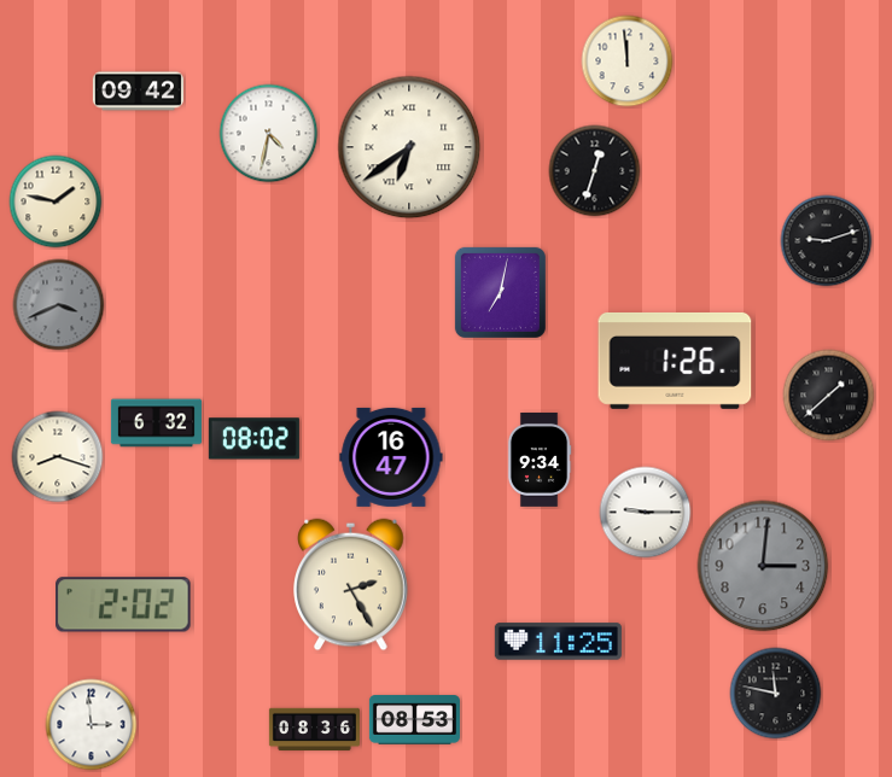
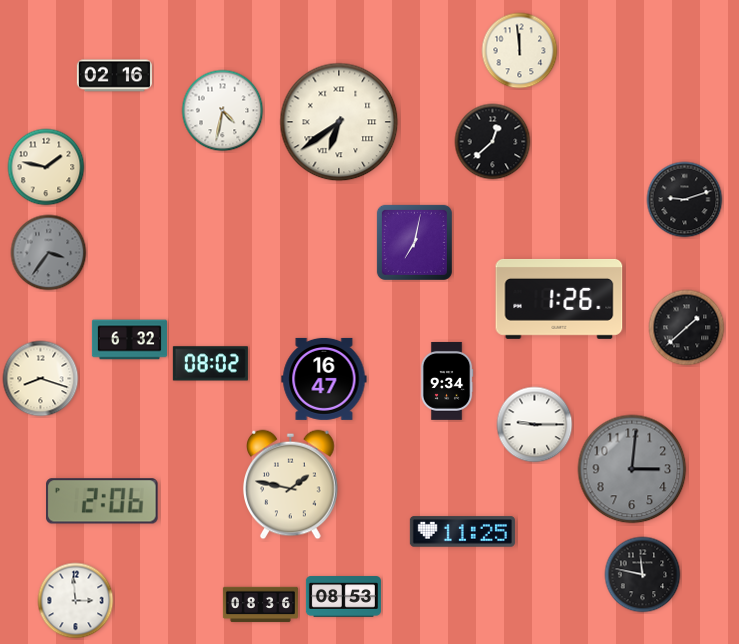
clock at (138, 92): 09:42 -> 02:16
clock at (595, 171): 12:33 -> 12:38
clock at (59, 305): 3:41 -> 3:36
clock at (156, 423) position: (156, 423) -> (129, 340)
clock at (58, 457) position: (58, 457) -> (41, 379)
clock at (351, 585): 2:25 -> 1:47
clock at (124, 604): 2:02 -> 2:06
